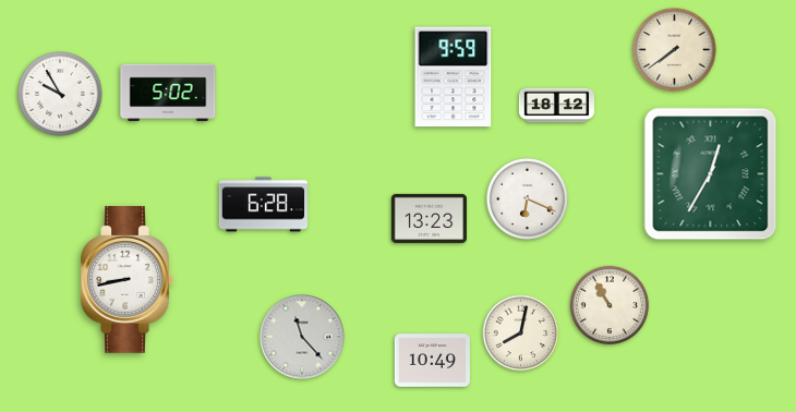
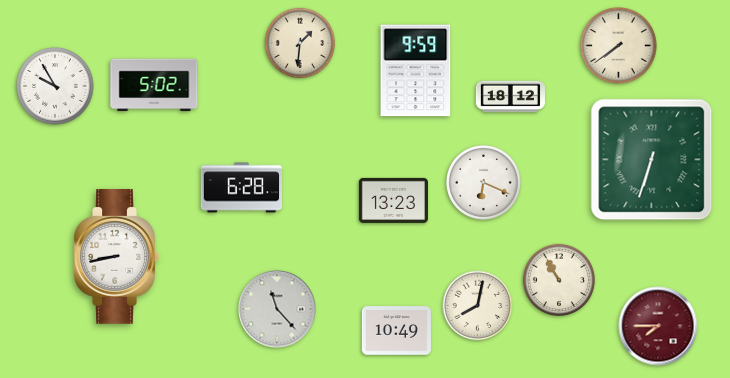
clock at (300, 43): none -> 1:31
clock at (711, 174): 12:35 -> 6:33
clock at (658, 326): none -> 7:45
